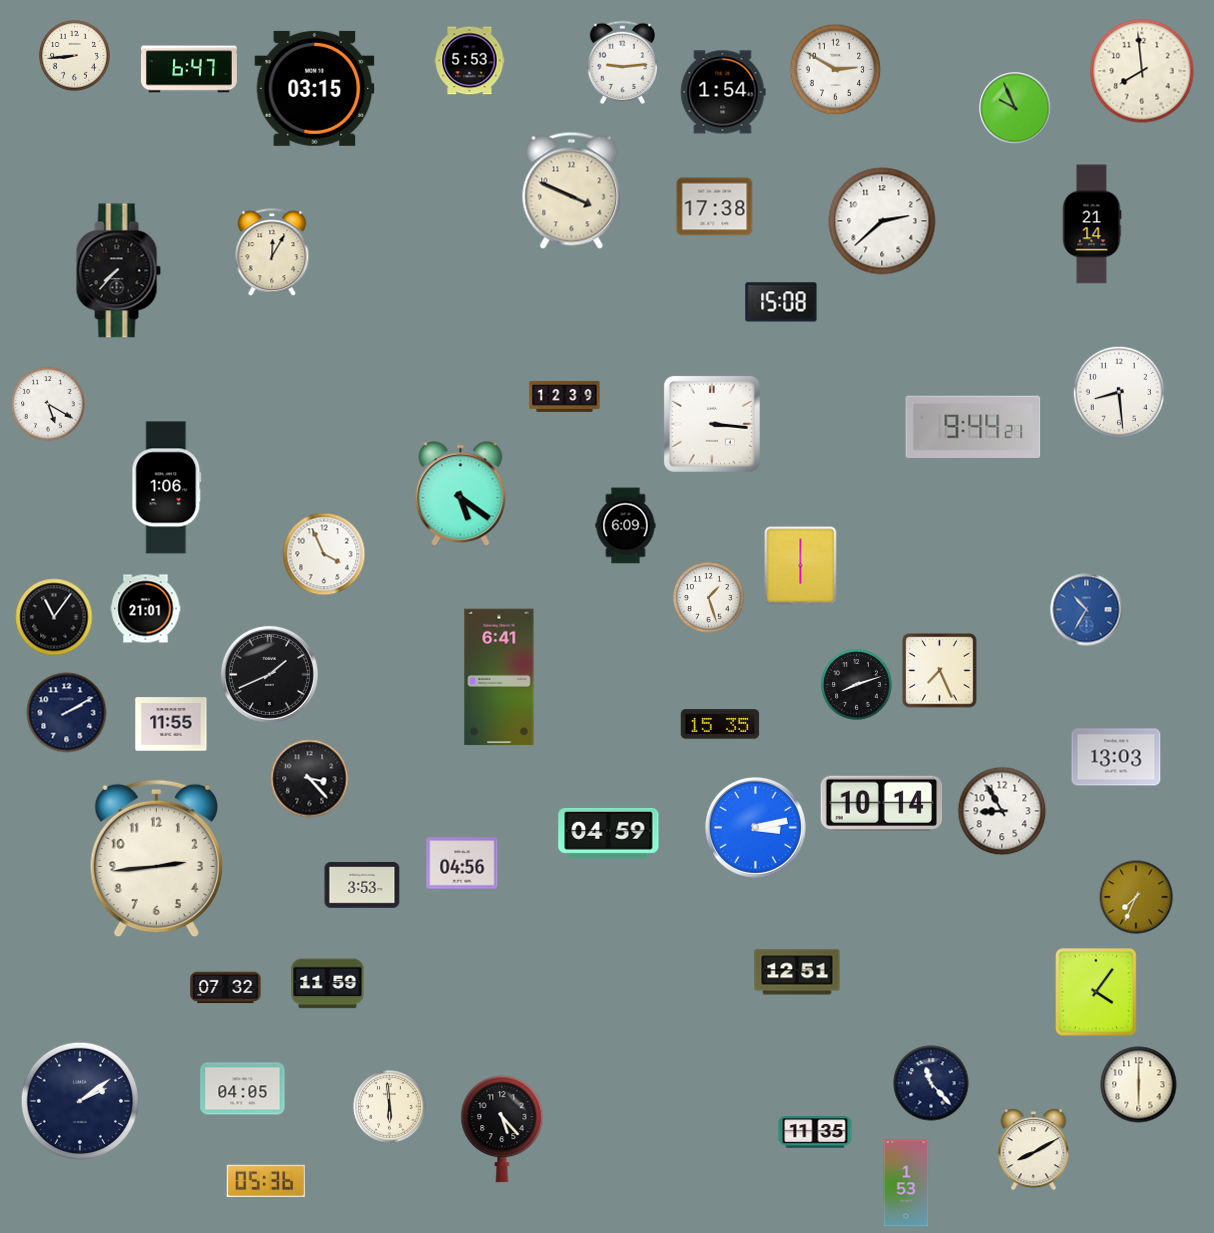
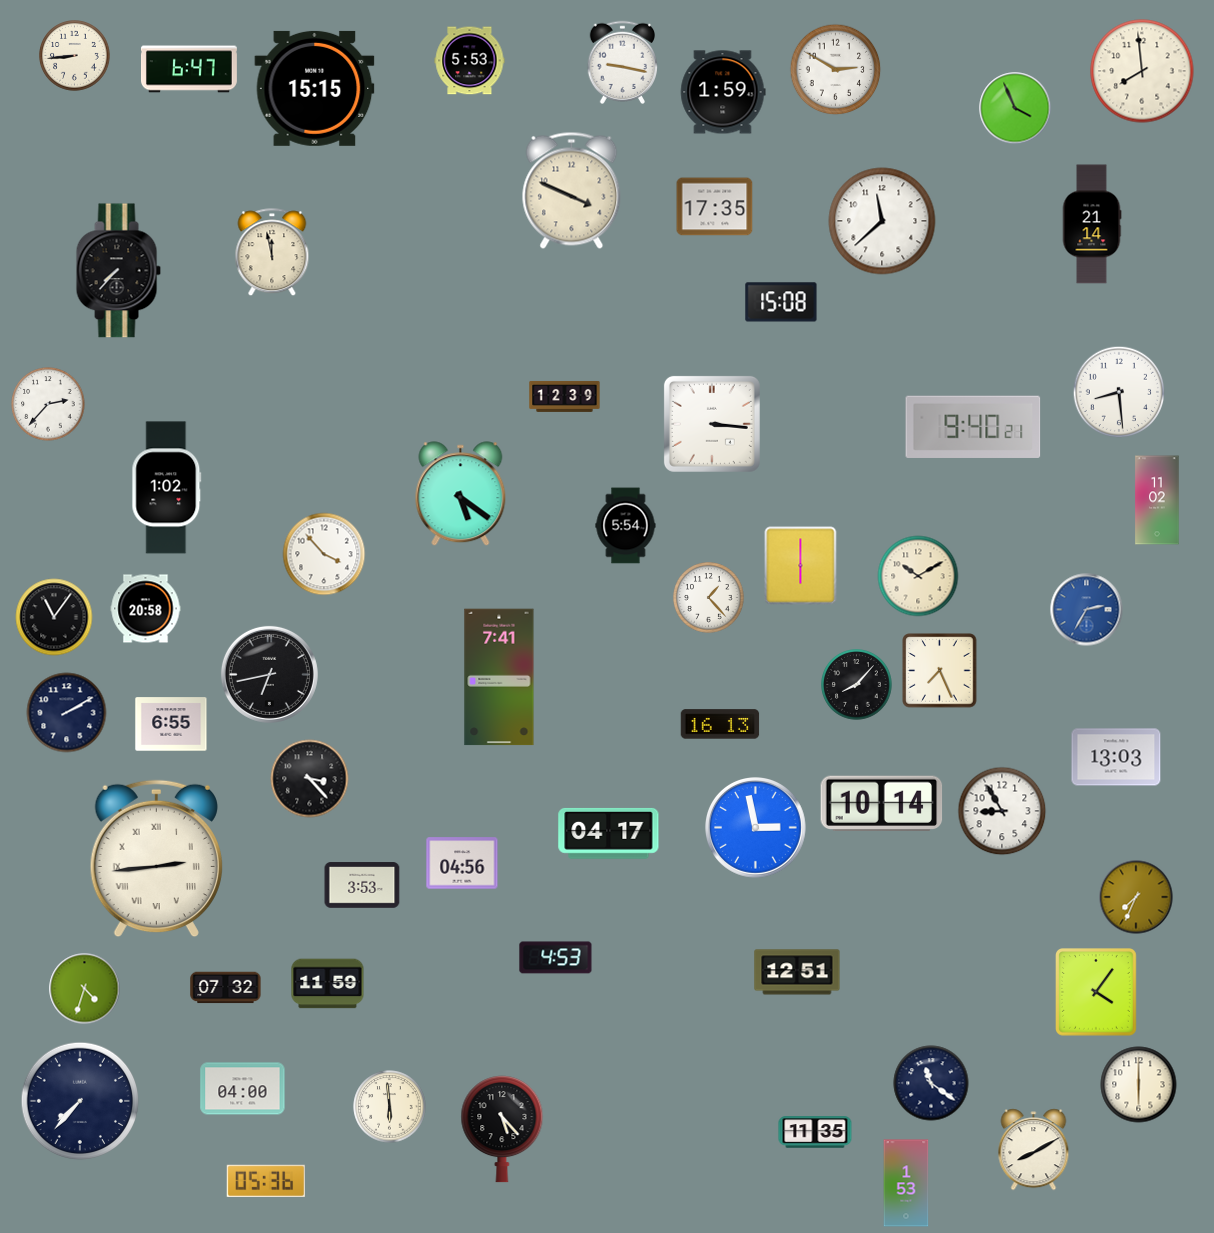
clock at (622, 62): 9:14 -> 9:17
clock at (315, 88): 03:15 -> 15:15
clock at (723, 92): 1:54 -> 1:59
clock at (1015, 108): 9:56 -> 3:56
clock at (715, 207): 17:38 -> 17:35
clock at (882, 221): 2:38 -> 11:38
clock at (272, 253): 12:05 -> 11:58
clock at (48, 404): 5:20 -> 2:37
clock at (973, 427): 9:44 -> 9:40
clock at (167, 488): 1:06 -> 1:02
clock at (1157, 500): none -> 11:02
clock at (626, 526): 6:09 -> 5:54
clock at (324, 554): 3:56 -> 3:53
clock at (918, 576): none -> 10:10
clock at (709, 598): 1:27 -> 1:23
clock at (146, 609): 21:01 -> 20:58
clock at (1087, 610): 10:35 -> 2:35
clock at (269, 674): 1:41 -> 6:43
clock at (499, 677): 6:41 -> 7:41
clock at (857, 685): 8:12 -> 8:07
clock at (171, 724): 11:55 -> 6:55
clock at (720, 724): 15:35 -> 16:13
clock at (756, 828): 3:13 -> 2:58
clock at (609, 833): 04:59 -> 04:17
clock at (156, 859) numerals: Arabic -> Roman
clock at (556, 958): none -> 4:53
clock at (85, 989): none -> 4:33
clock at (931, 1083): 11:23 -> 11:21
clock at (243, 1089): 04:05 -> 04:00
clock at (80, 1101): 2:09 -> 7:37
